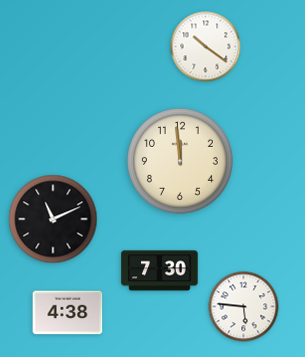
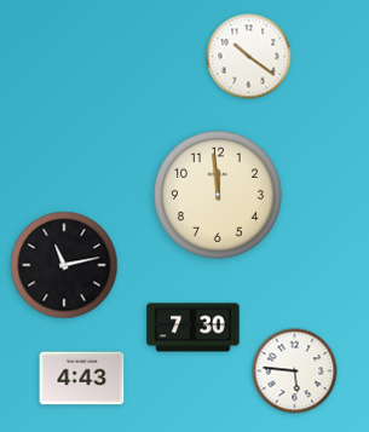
clock at (53, 219): 11:11 -> 11:13
clock at (68, 313): 4:38 -> 4:43
